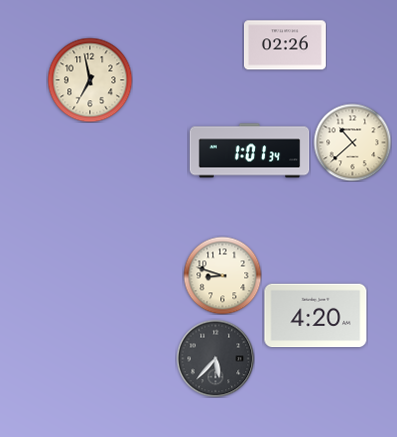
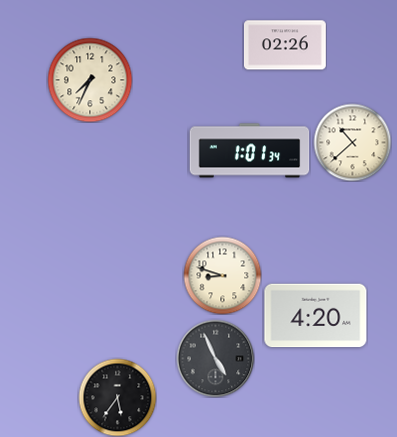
clock at (90, 80): 6:58 -> 7:34
clock at (215, 358): 5:37 -> 4:56
clock at (117, 397): none -> 5:36
